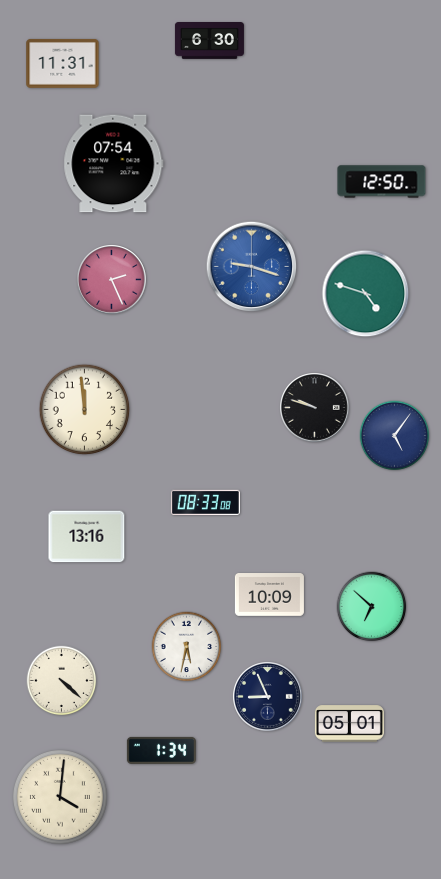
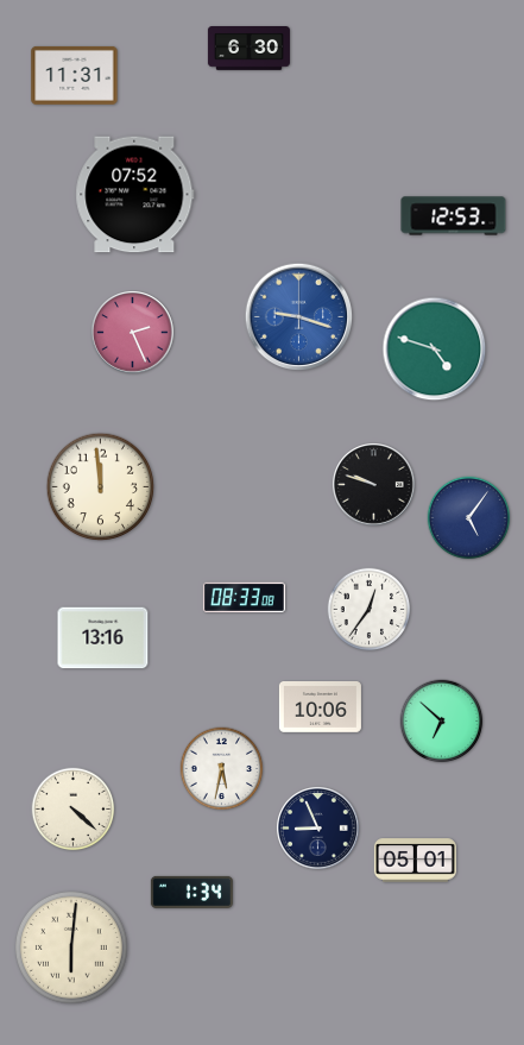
clock at (114, 164): 07:54 -> 07:52
clock at (382, 182): 12:50 -> 12:53
clock at (370, 610): none -> 12:36
clock at (269, 595): 10:09 -> 10:06
clock at (60, 797): 4:01 -> 6:01
